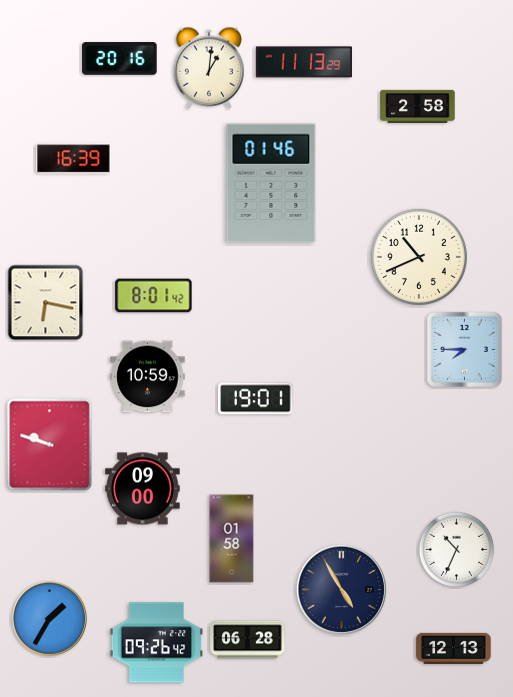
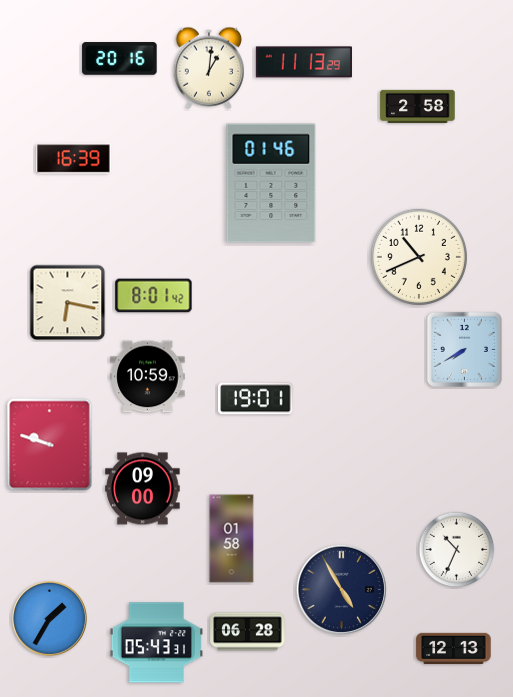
clock at (46, 303) position: (46, 303) -> (68, 303)
clock at (464, 349): 7:45 -> 7:40
clock at (248, 640) position: (248, 640) -> (248, 632)
clock at (157, 643): 09:26 -> 05:43
